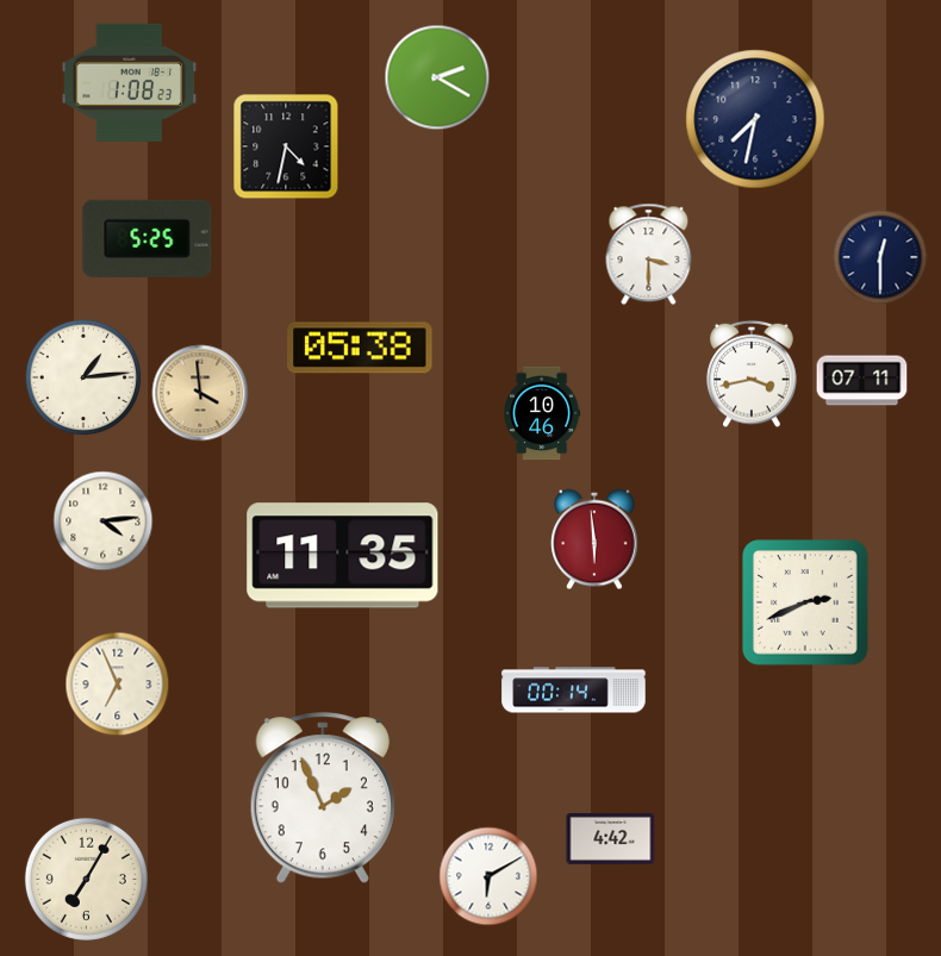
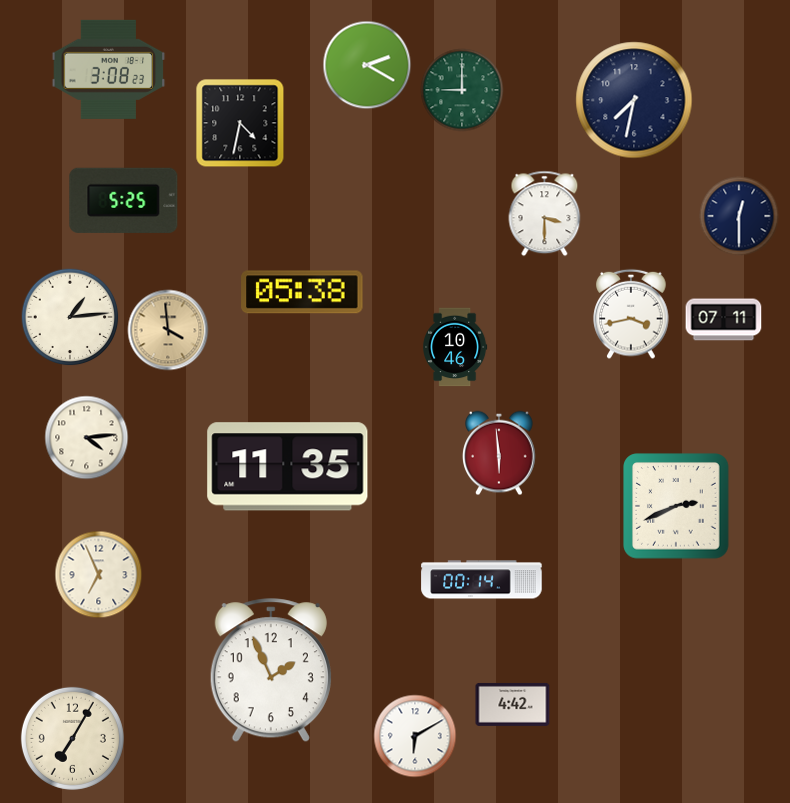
clock at (130, 82): 1:08 -> 3:08
clock at (462, 90): none -> 9:00
clock at (488, 876) position: (488, 876) -> (415, 736)
